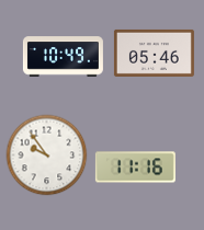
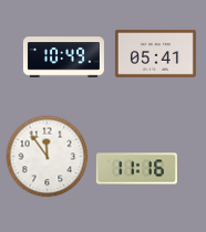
clock at (154, 53): 05:46 -> 05:41
clock at (47, 156): 9:54 -> 11:54
